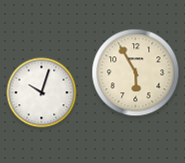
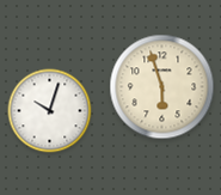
clock at (136, 73): 5:55 -> 5:57
